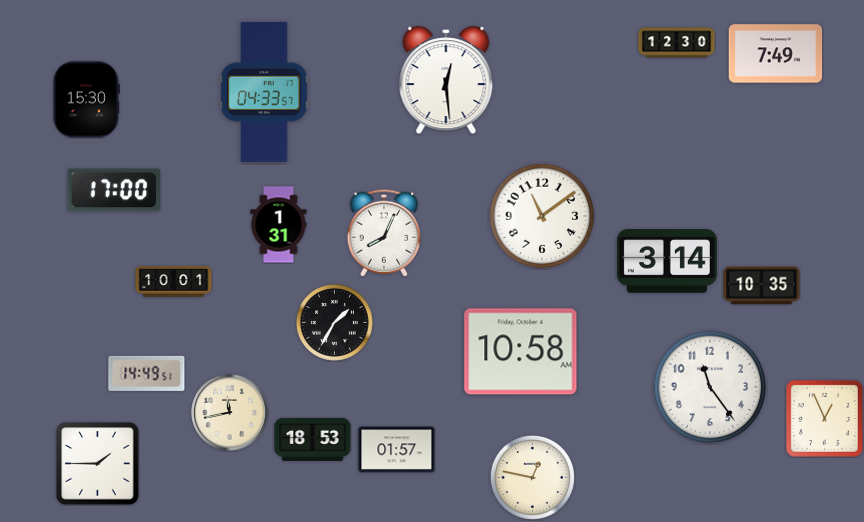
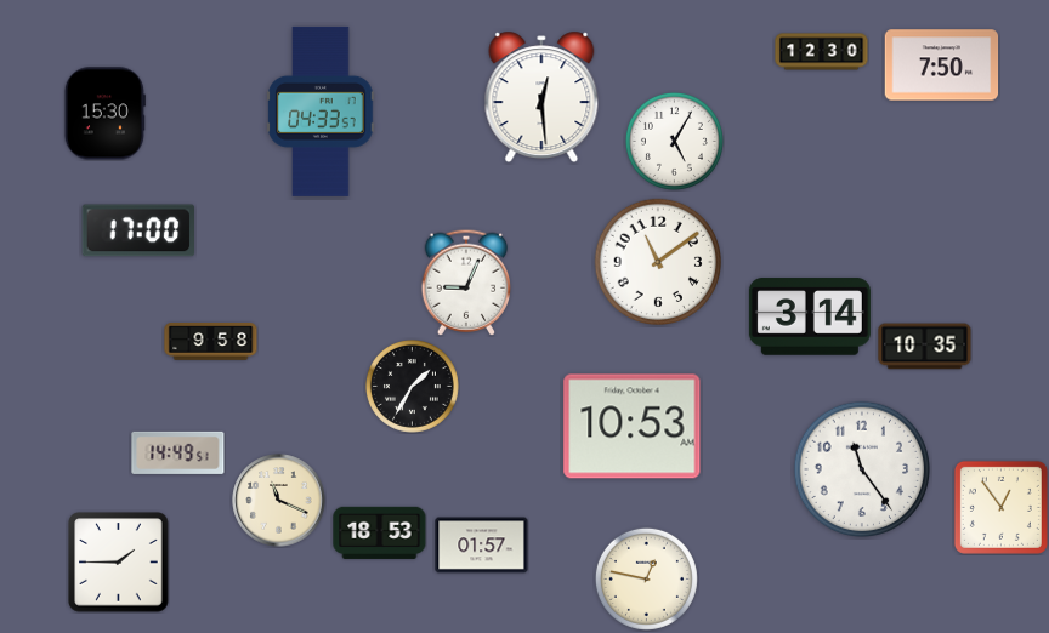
clock at (776, 54): 7:49 -> 7:50
clock at (86, 100) position: (86, 100) -> (104, 114)
clock at (674, 141): none -> 5:05
clock at (279, 225): 1:31 -> none
clock at (383, 233): 8:04 -> 9:04
clock at (174, 282): 10:01 -> 9:58
clock at (334, 322) position: (334, 322) -> (412, 386)
clock at (521, 352): 10:58 -> 10:53
clock at (230, 413): 11:43 -> 11:19
clock at (824, 418): 12:56 -> 12:54
